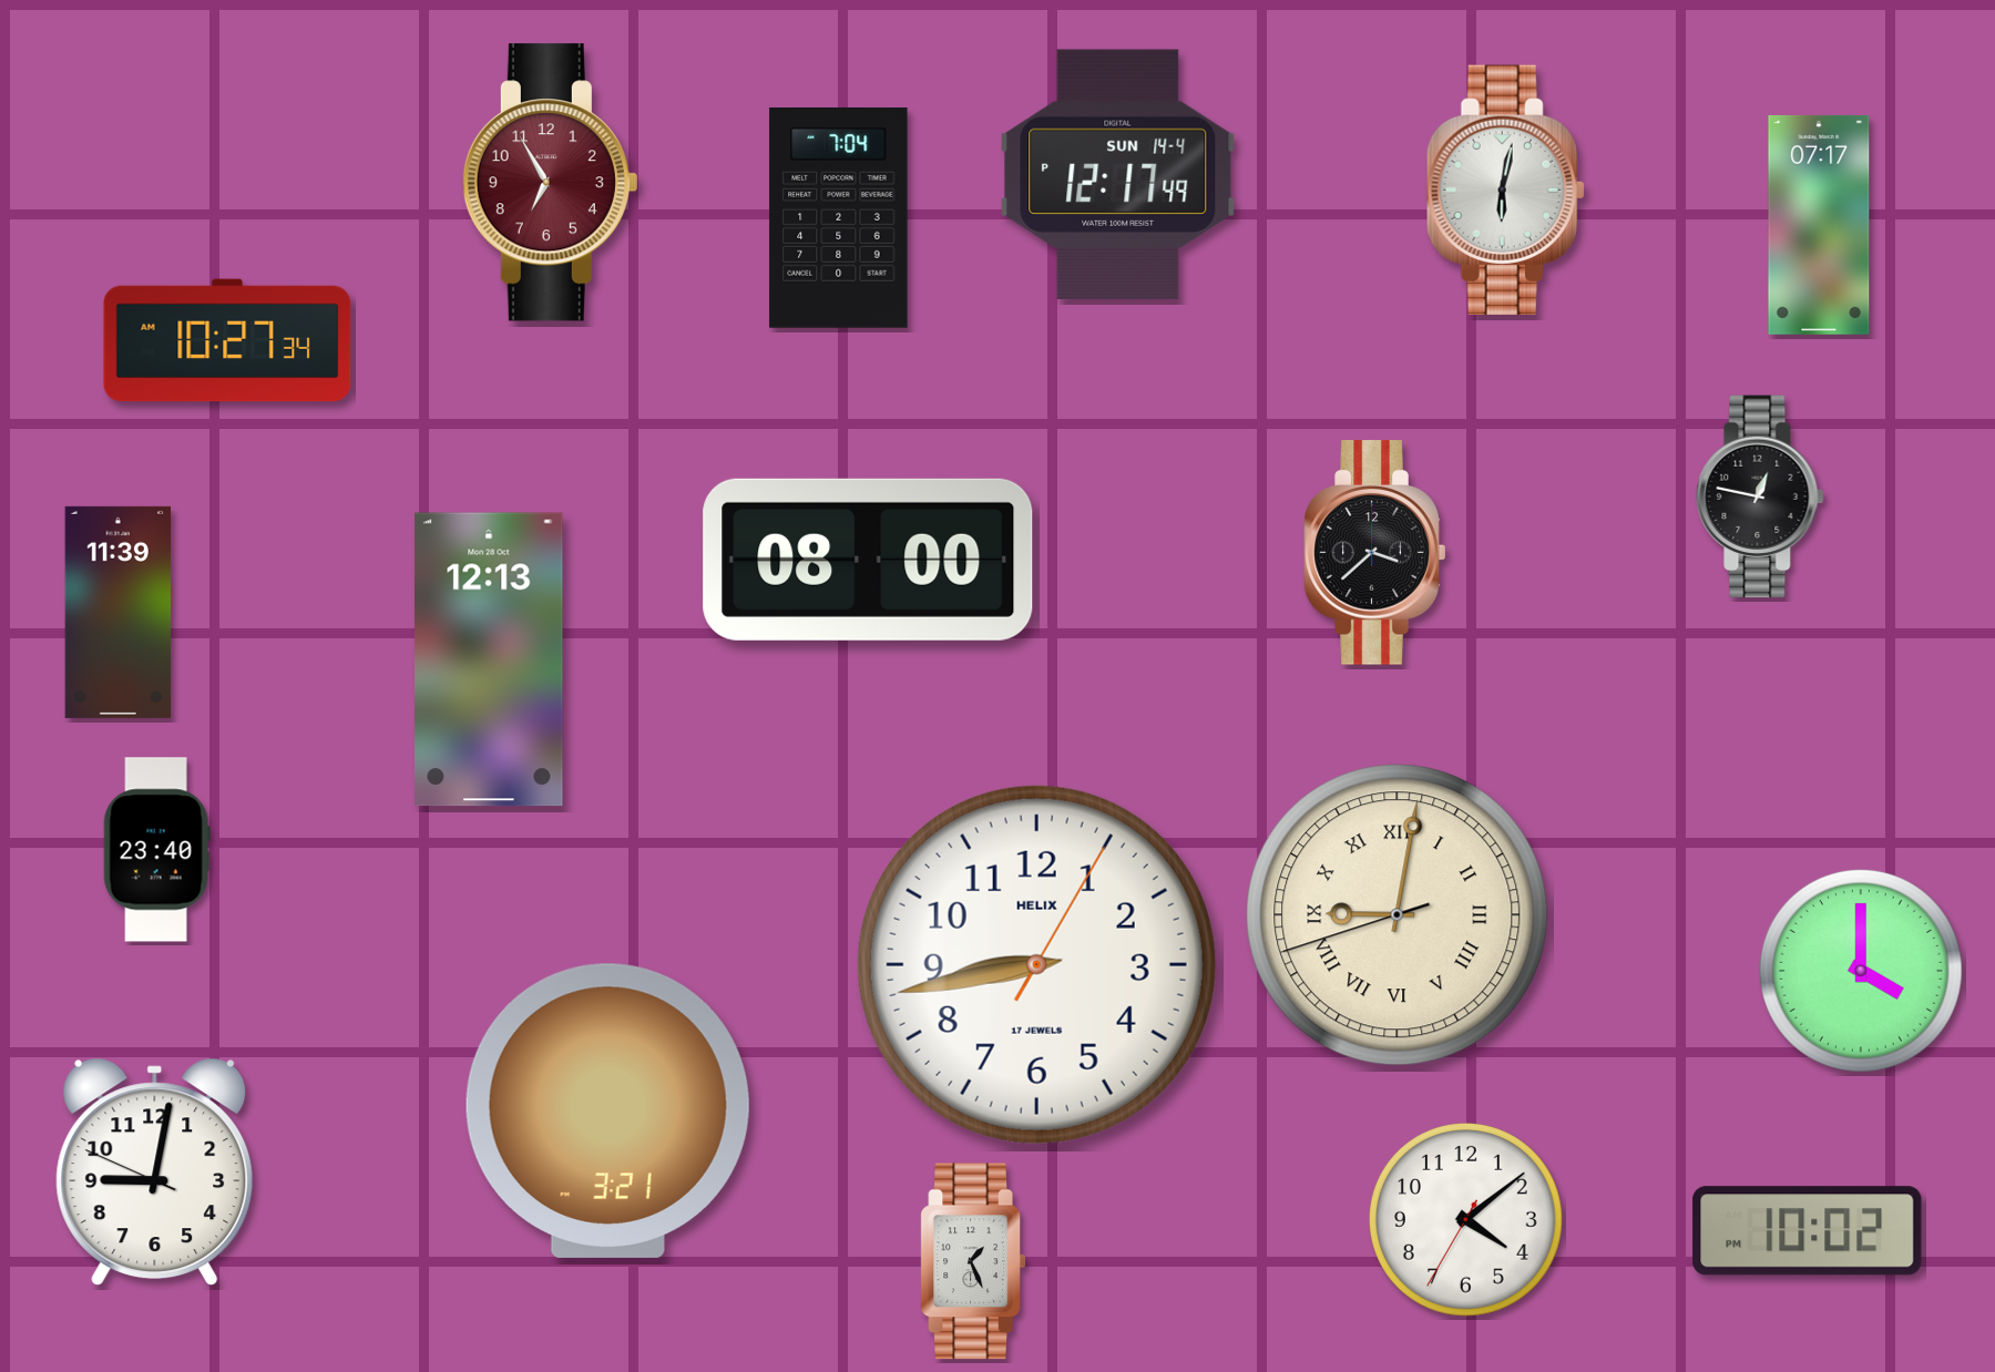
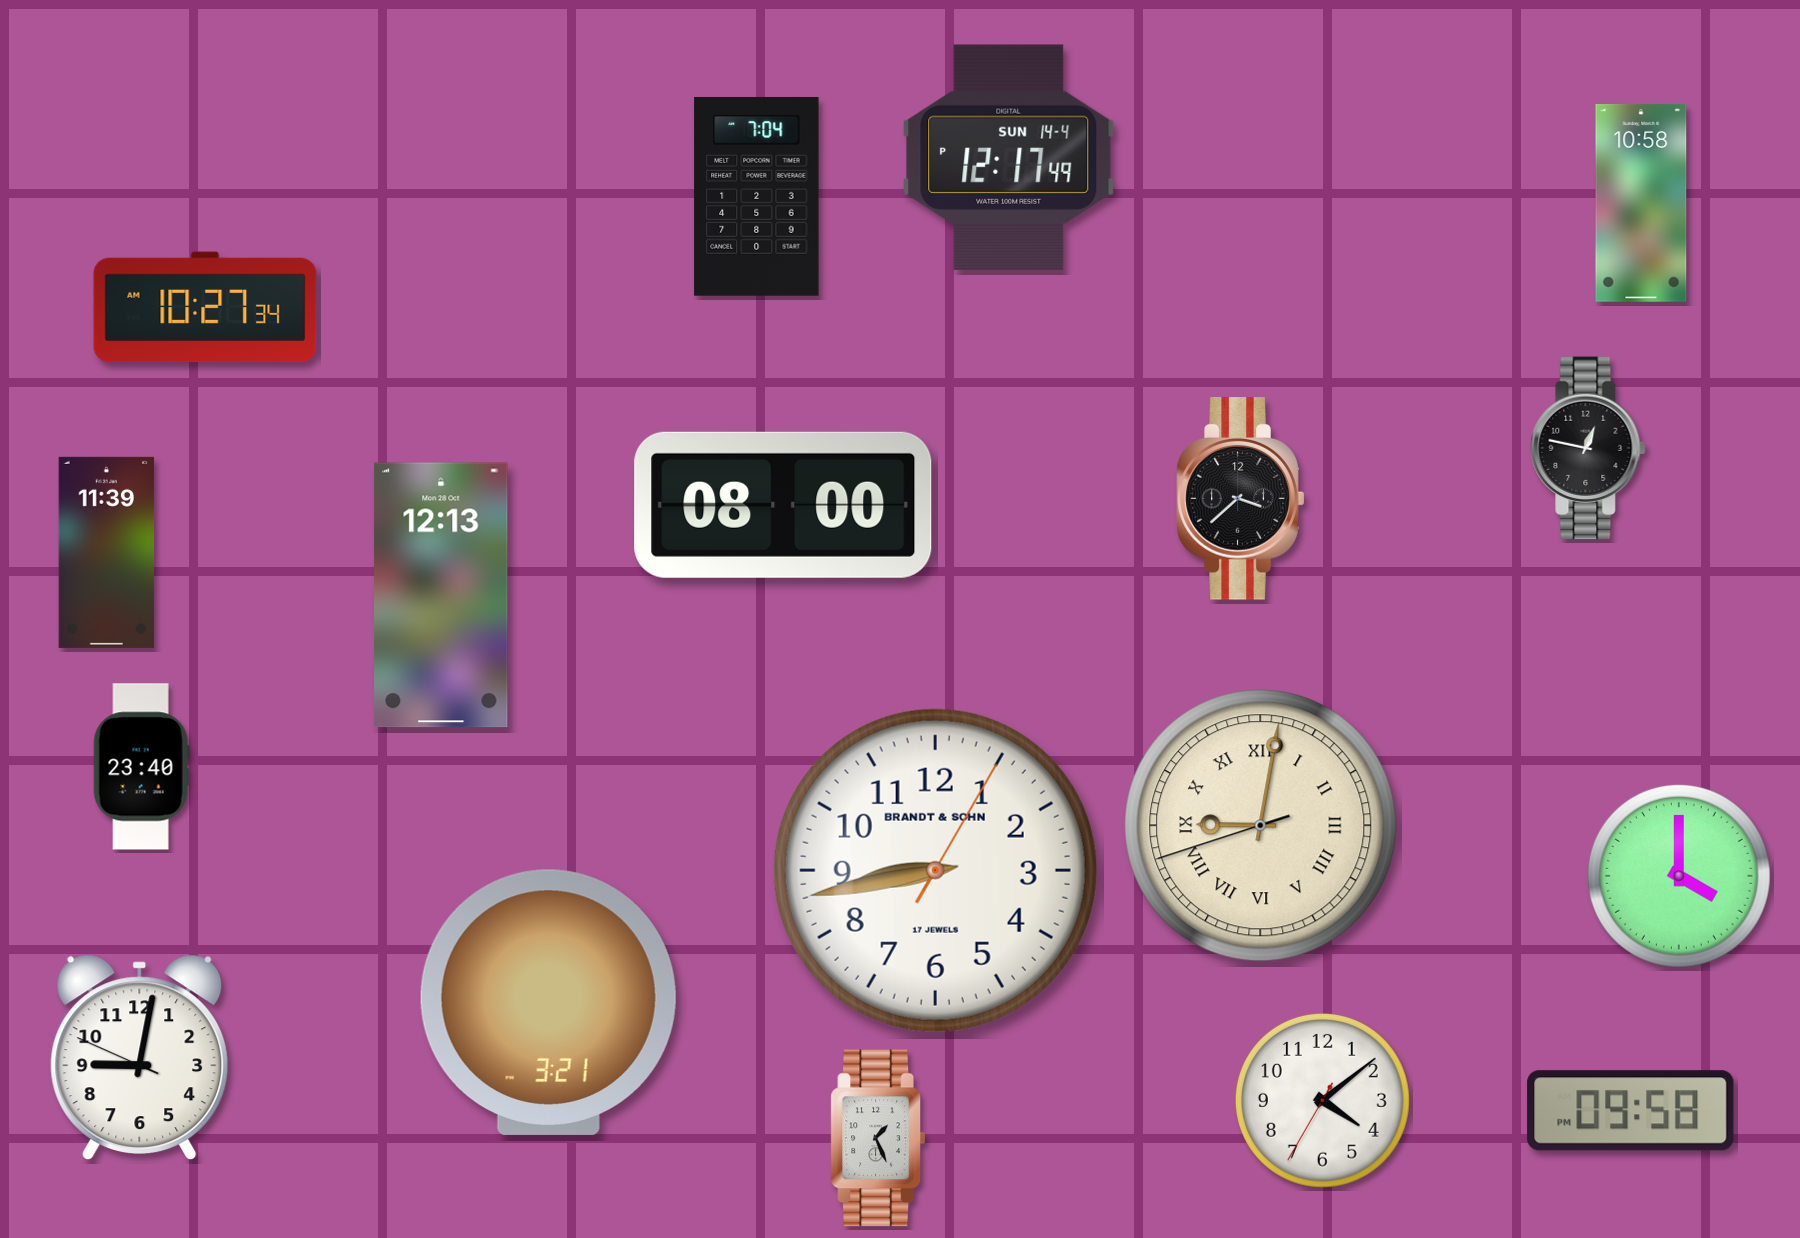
clock at (550, 183): 6:55 -> none
clock at (1505, 190): 6:02 -> none
clock at (1819, 225): 07:17 -> 10:58
clock at (1036, 964) brand: HELIX -> BRANDT & SOHN
clock at (1808, 1231): 10:02 -> 09:58
